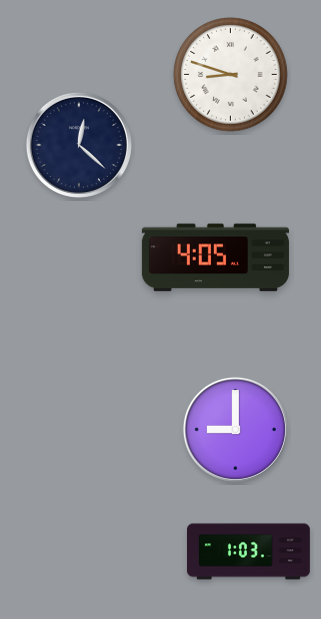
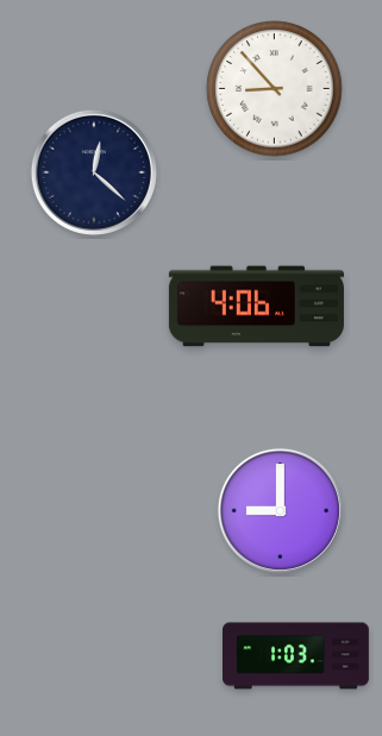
clock at (231, 75): 8:48 -> 8:53
clock at (215, 258): 4:05 -> 4:06
